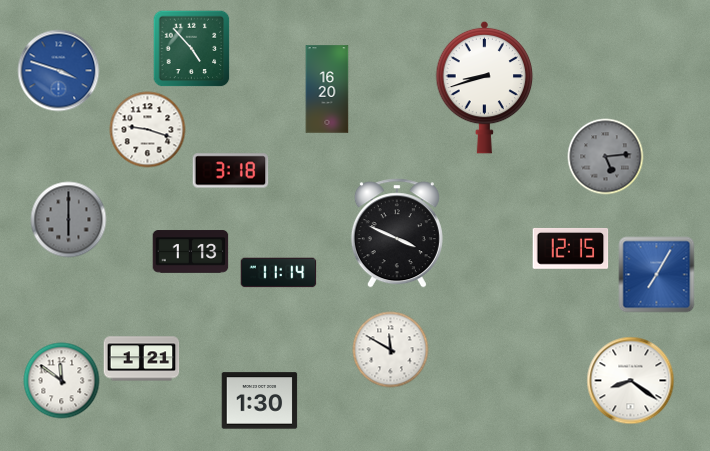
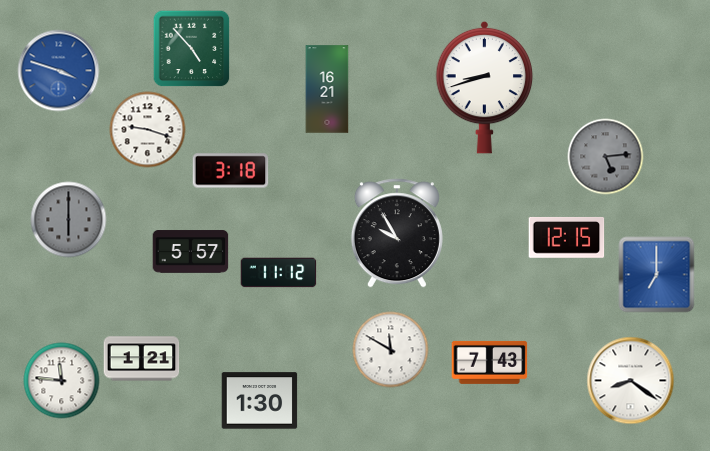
clock at (327, 89): 16:20 -> 16:21
clock at (397, 233): 3:49 -> 9:55
clock at (571, 249) position: (571, 249) -> (567, 238)
clock at (191, 252): 1:13 -> 5:57
clock at (279, 273): 11:14 -> 11:12
clock at (657, 275): 7:05 -> 7:00
clock at (490, 362): none -> 7:43
clock at (62, 381): 11:51 -> 11:46
